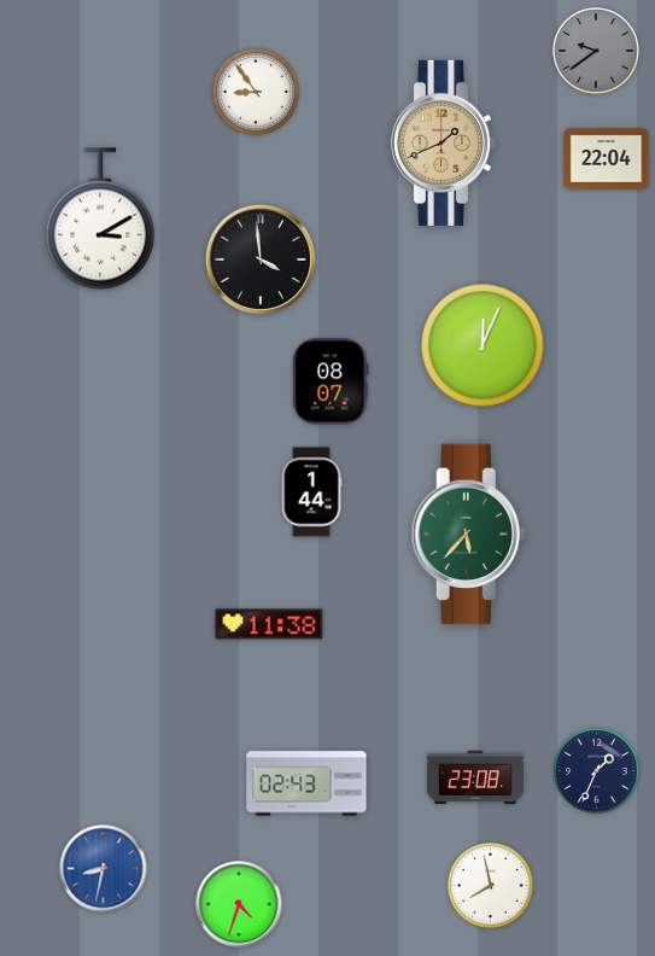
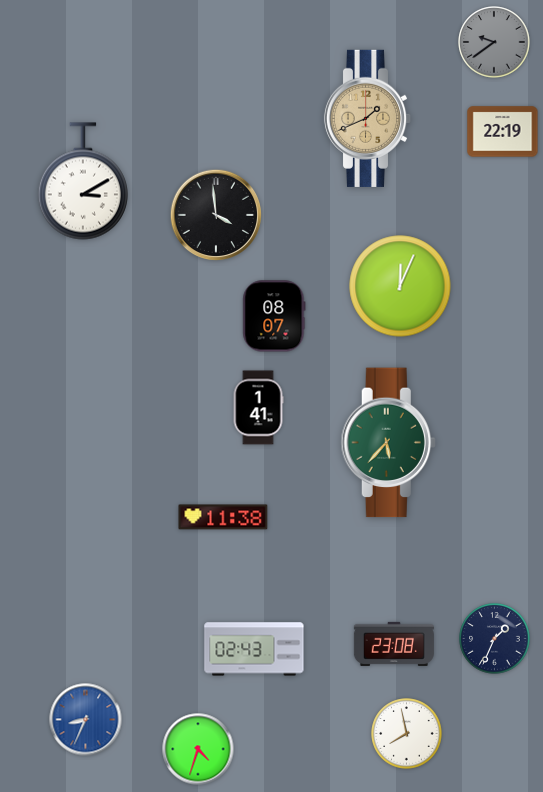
clock at (256, 92): 8:54 -> none
clock at (607, 159): 22:04 -> 22:19
clock at (311, 492): 1:44 -> 1:41
clock at (104, 869): 8:32 -> 8:34
